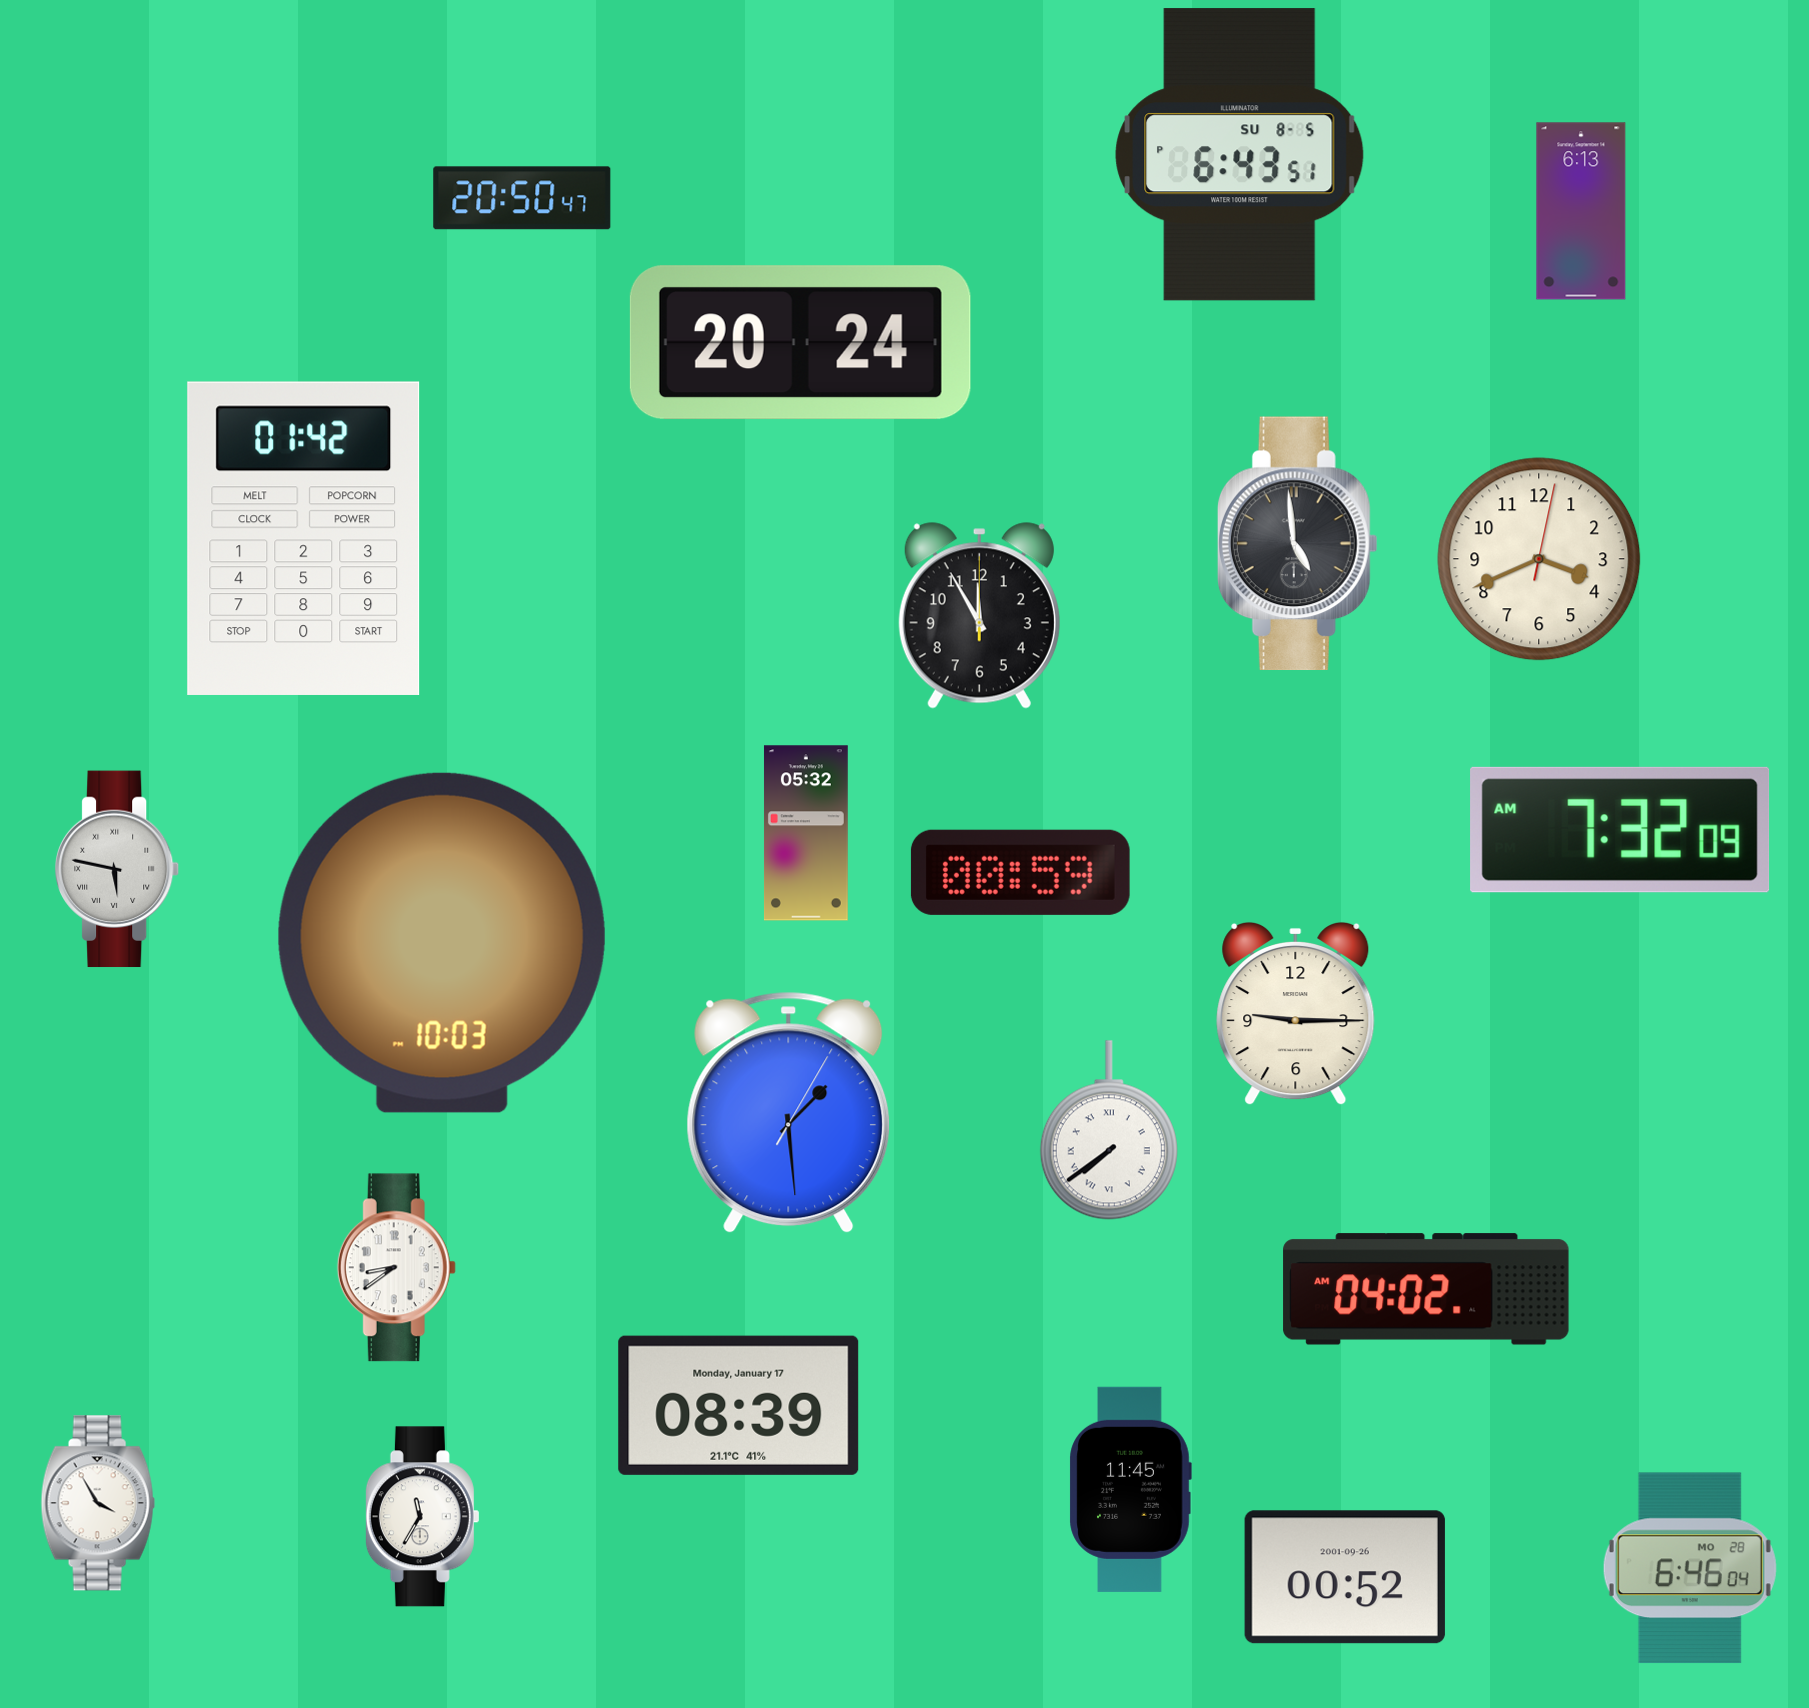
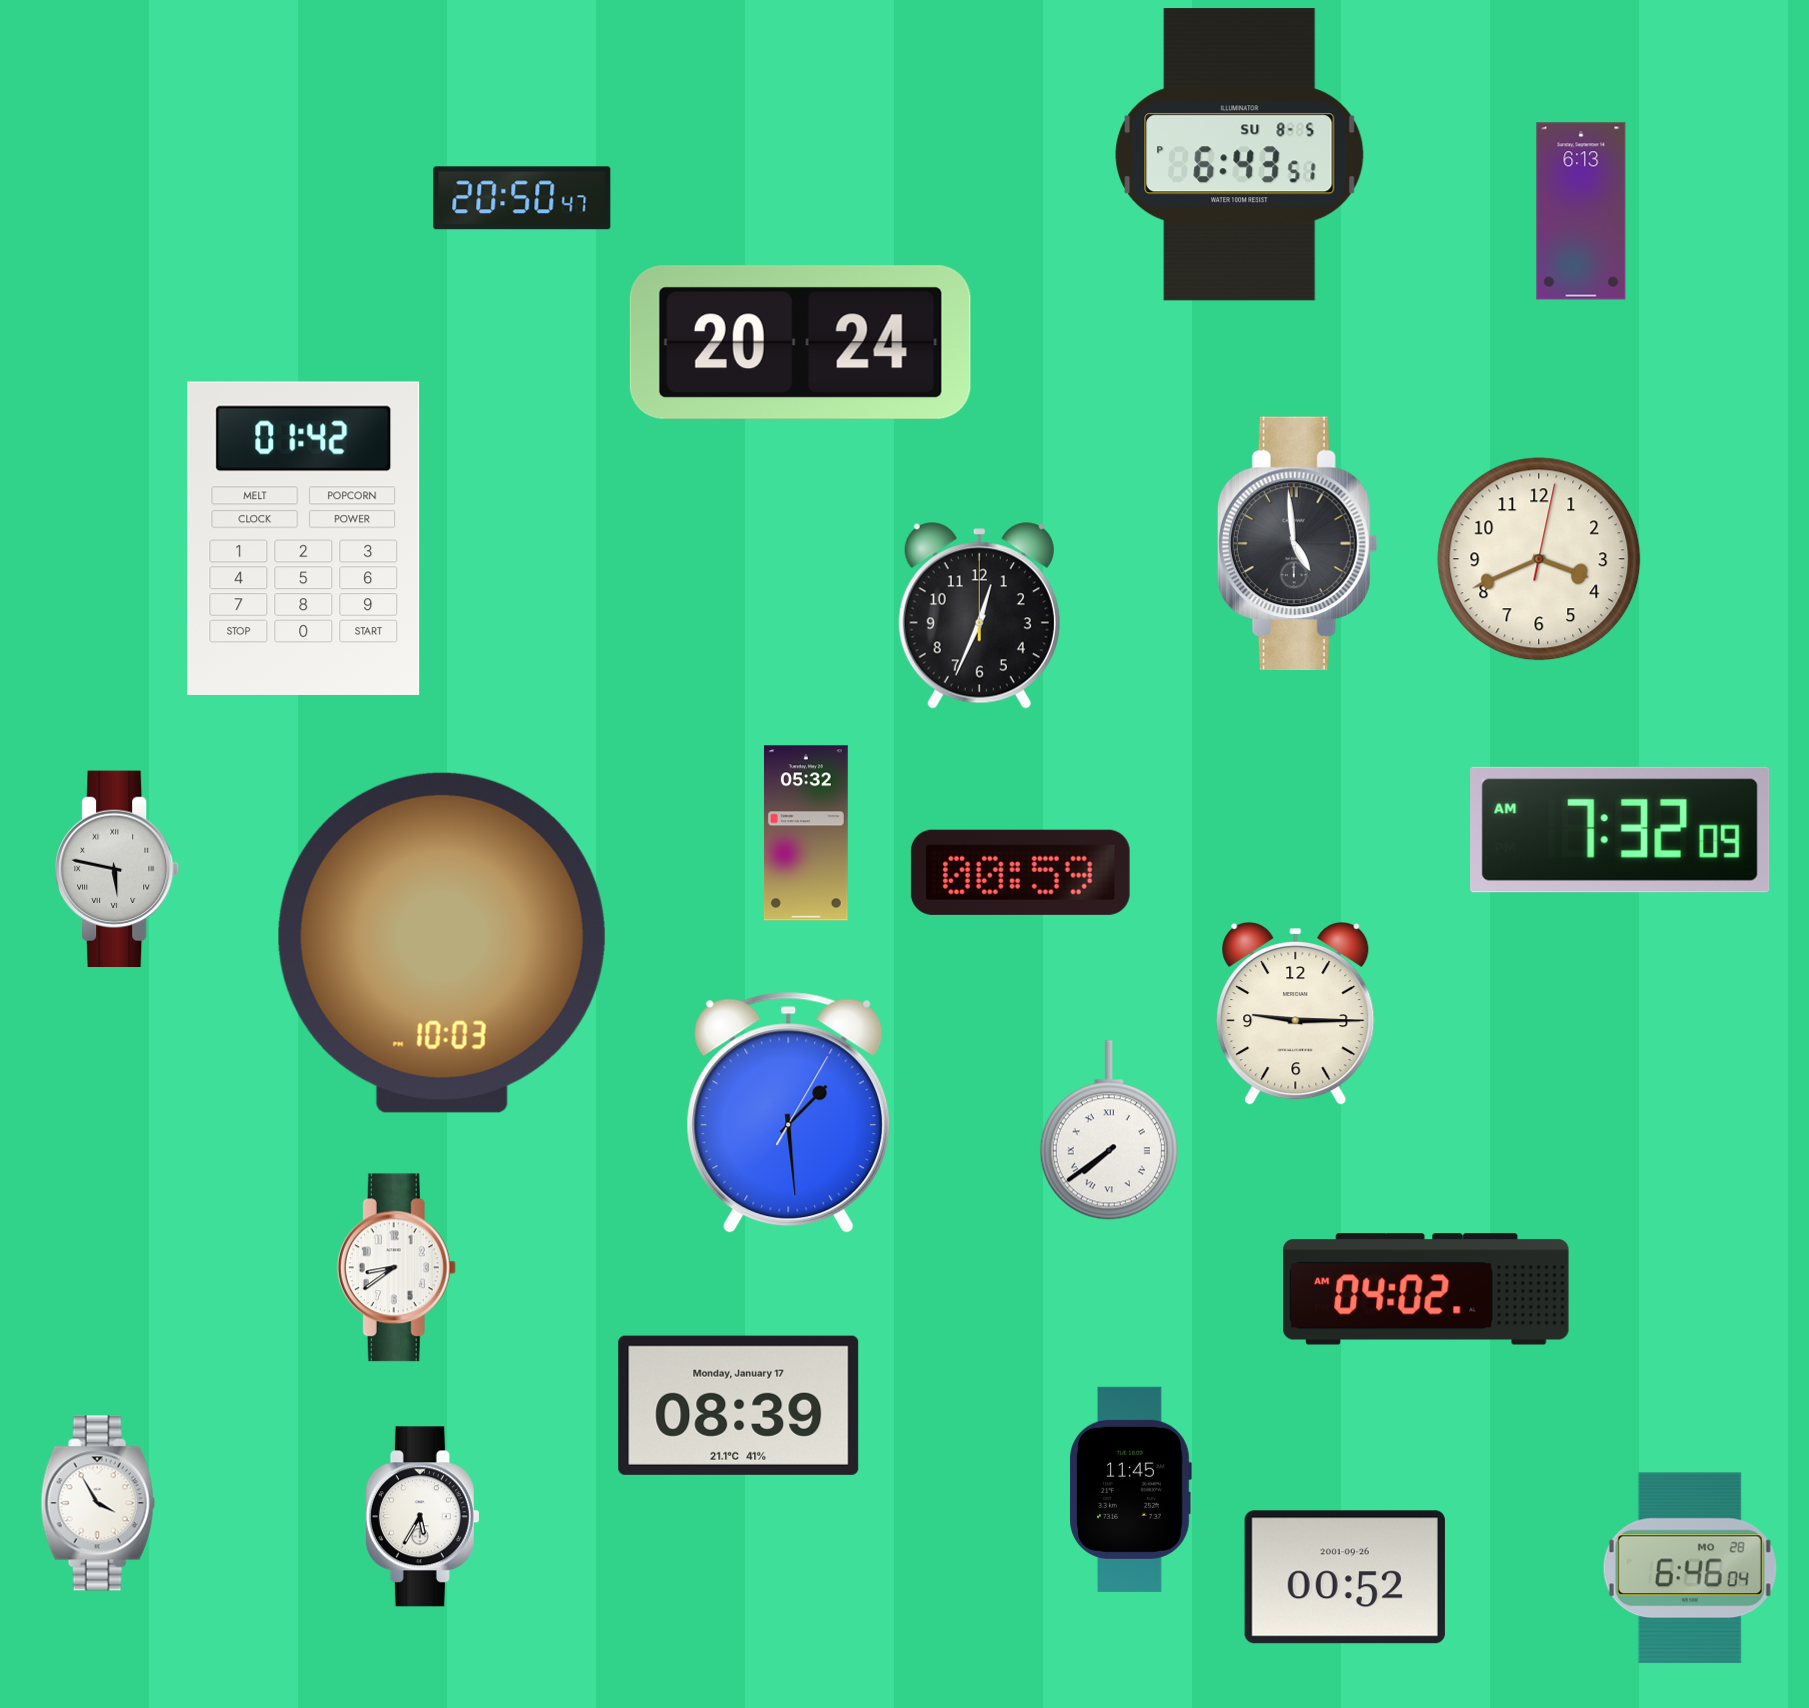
clock at (979, 616): 11:55 -> 12:34
clock at (422, 1517): 11:35 -> 5:35
